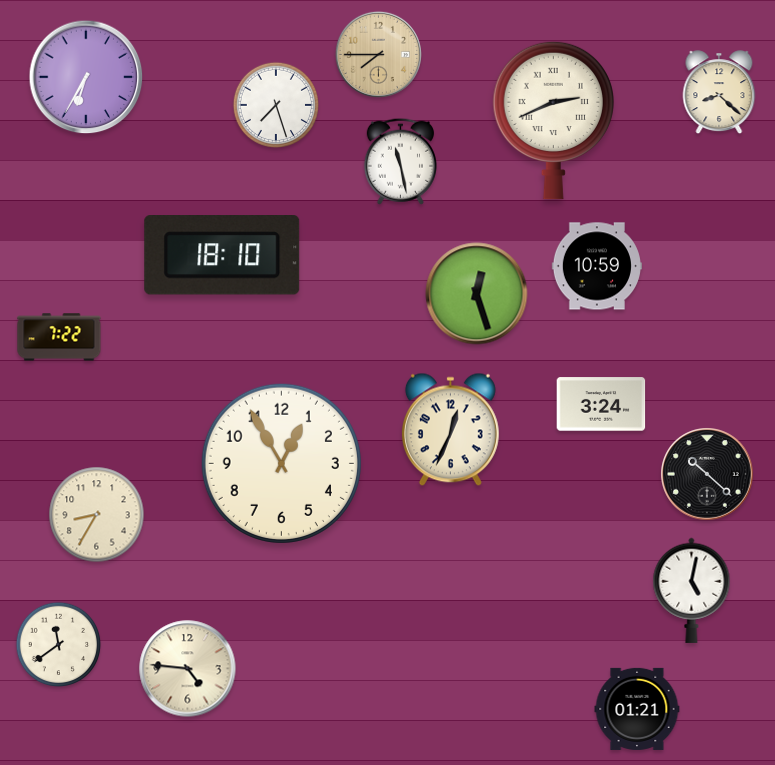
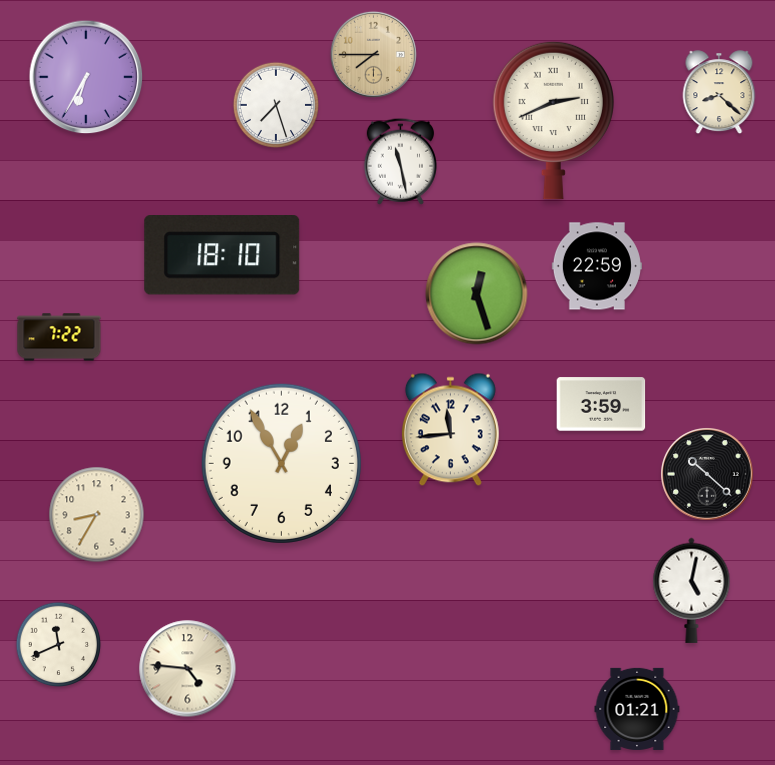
clock at (378, 54) position: (378, 54) -> (373, 54)
clock at (596, 266): 10:59 -> 22:59
clock at (601, 404): 3:24 -> 3:59
clock at (450, 430): 12:34 -> 11:44
clock at (59, 645): 11:39 -> 11:41
